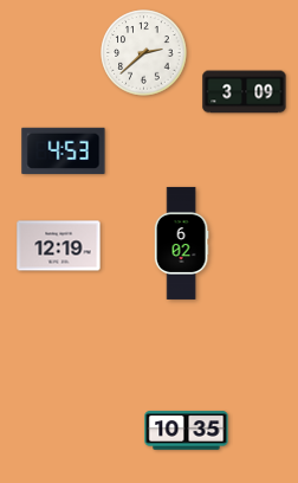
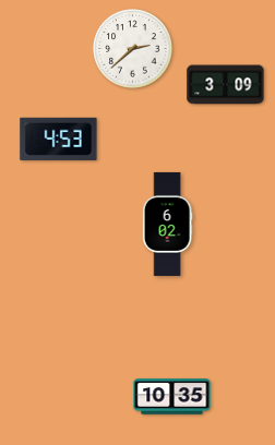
clock at (59, 246): 12:19 -> none
